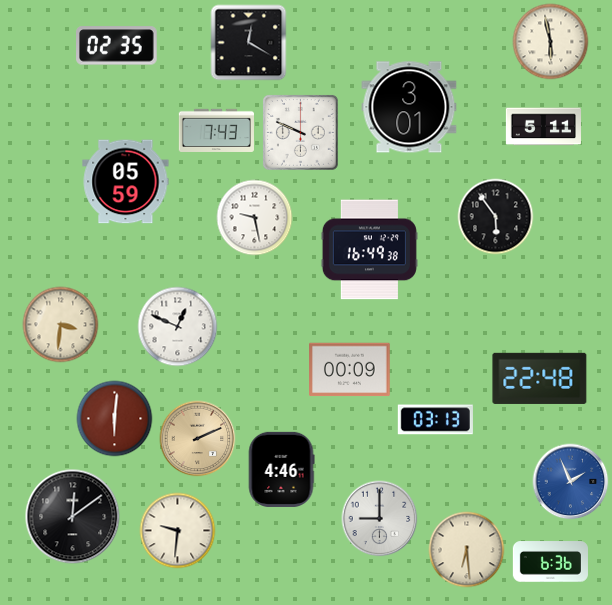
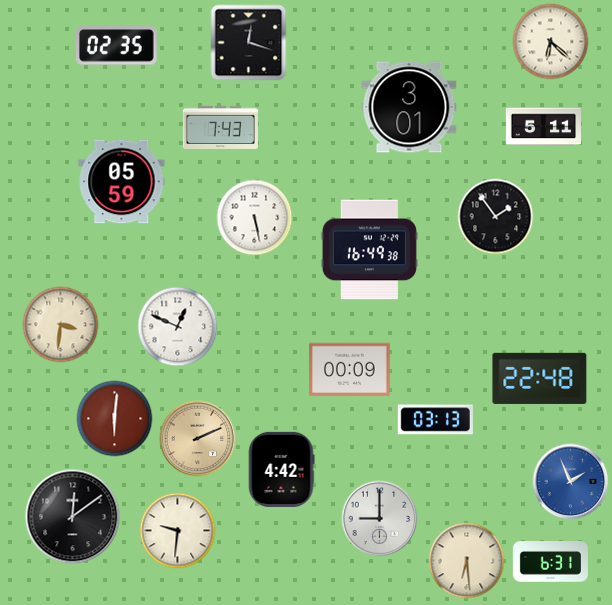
clock at (551, 42): 5:58 -> 6:22
clock at (249, 43): 12:20 -> 12:18
clock at (216, 130) position: (216, 130) -> (220, 127)
clock at (300, 132): 9:49 -> none
clock at (126, 182) position: (126, 182) -> (122, 182)
clock at (496, 217): 5:54 -> 1:54
clock at (255, 218): 9:28 -> 5:28
clock at (281, 469): 4:46 -> 4:42
clock at (467, 550) position: (467, 550) -> (467, 561)
clock at (550, 562): 6:36 -> 6:31
